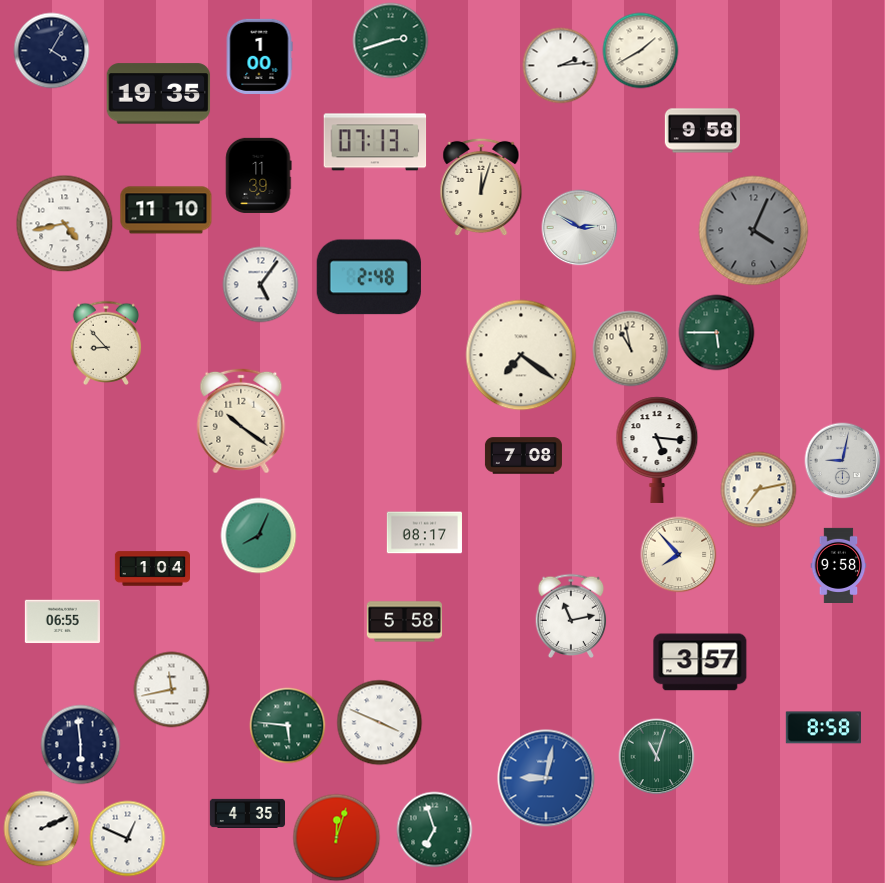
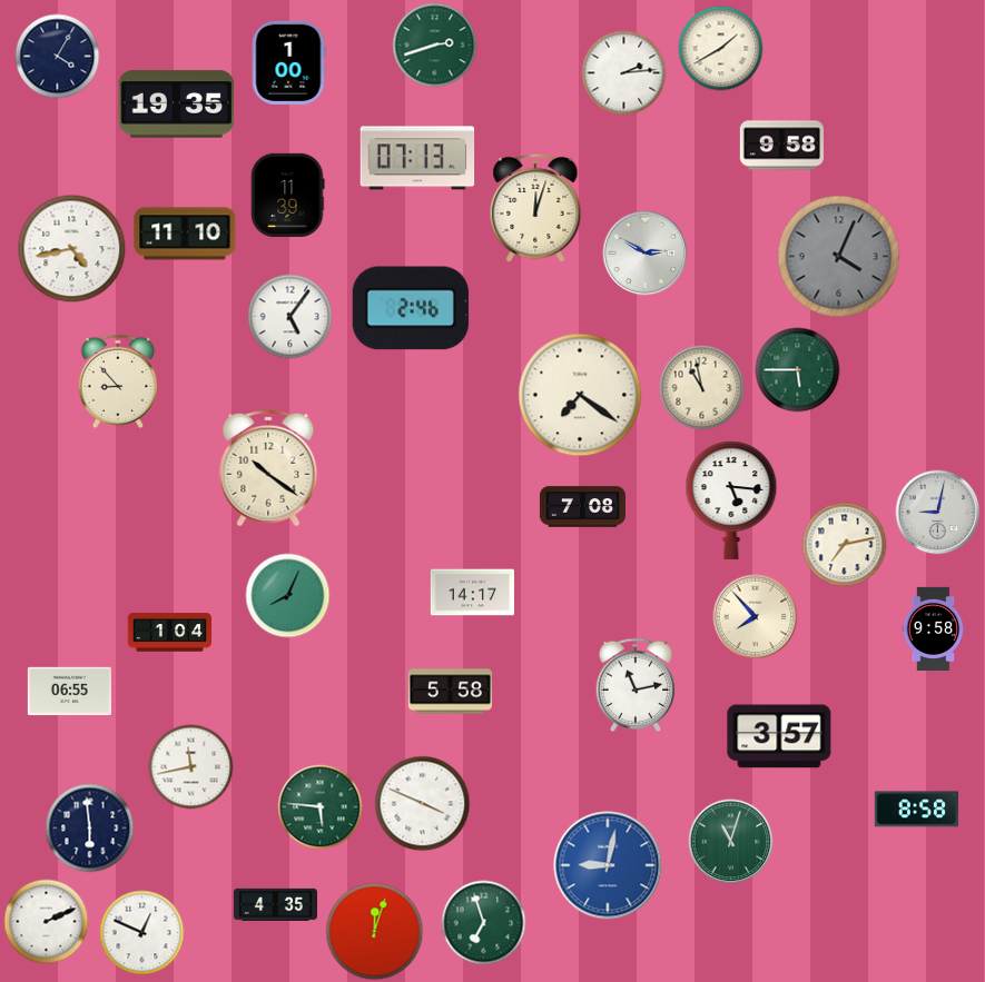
clock at (641, 51) position: (641, 51) -> (721, 49)
clock at (369, 277): 2:48 -> 2:46
clock at (424, 533): 08:17 -> 14:17
